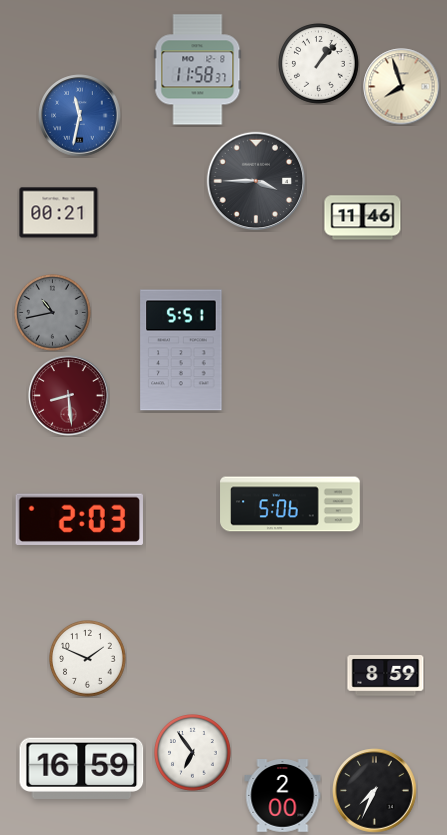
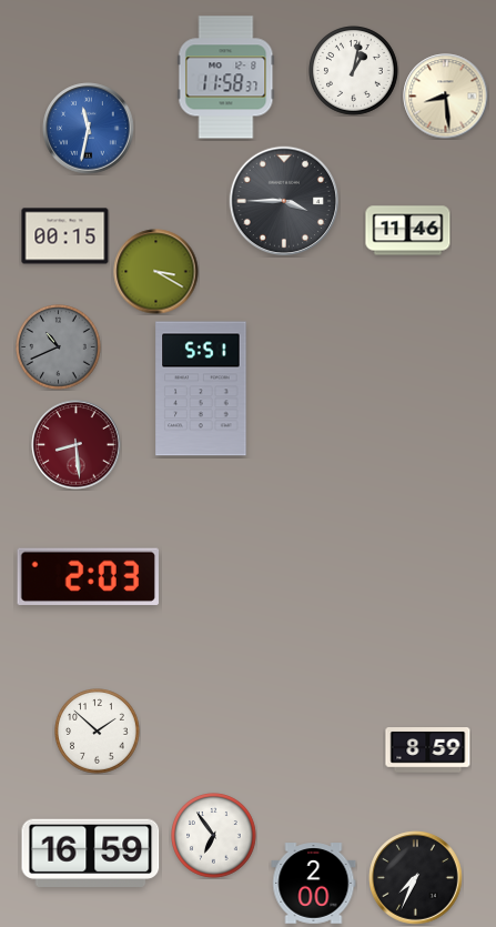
clock at (319, 64): 1:07 -> 1:02
clock at (198, 70) position: (198, 70) -> (226, 78)
clock at (402, 87): 7:57 -> 8:29
clock at (59, 213): 00:21 -> 00:15
clock at (363, 218) position: (363, 218) -> (408, 231)
clock at (156, 272): none -> 3:20
clock at (53, 313): 10:43 -> 10:41
clock at (69, 396) position: (69, 396) -> (77, 445)
clock at (290, 504): 5:06 -> none
clock at (88, 659): 1:49 -> 1:52
